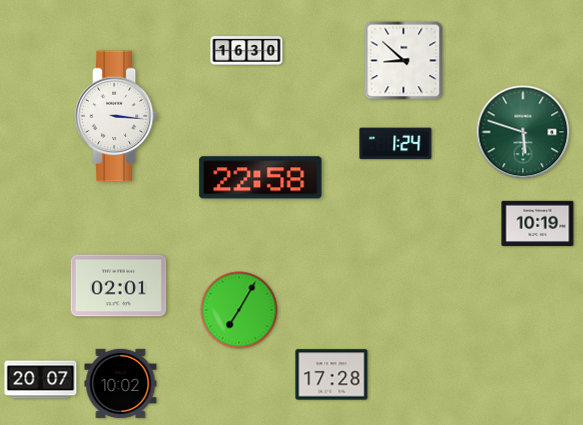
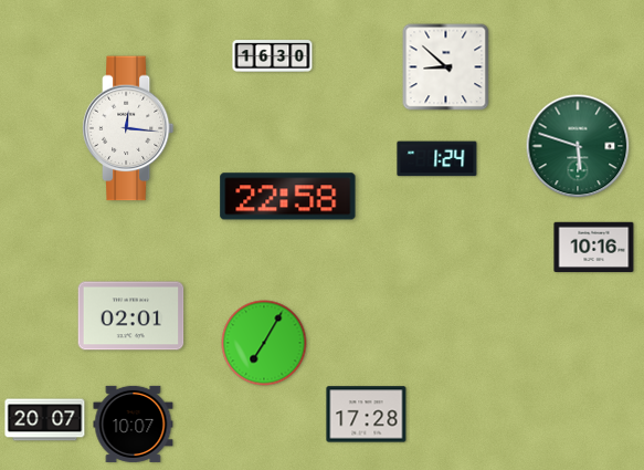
clock at (116, 116): 3:16 -> 12:16
clock at (538, 224): 10:19 -> 10:16
clock at (121, 383): 10:02 -> 10:07
